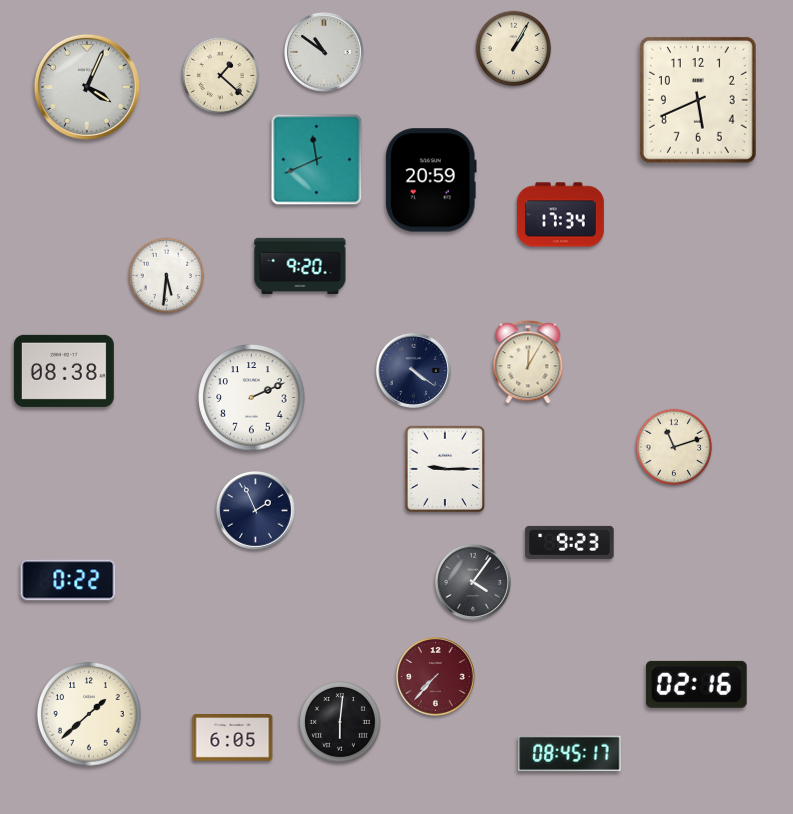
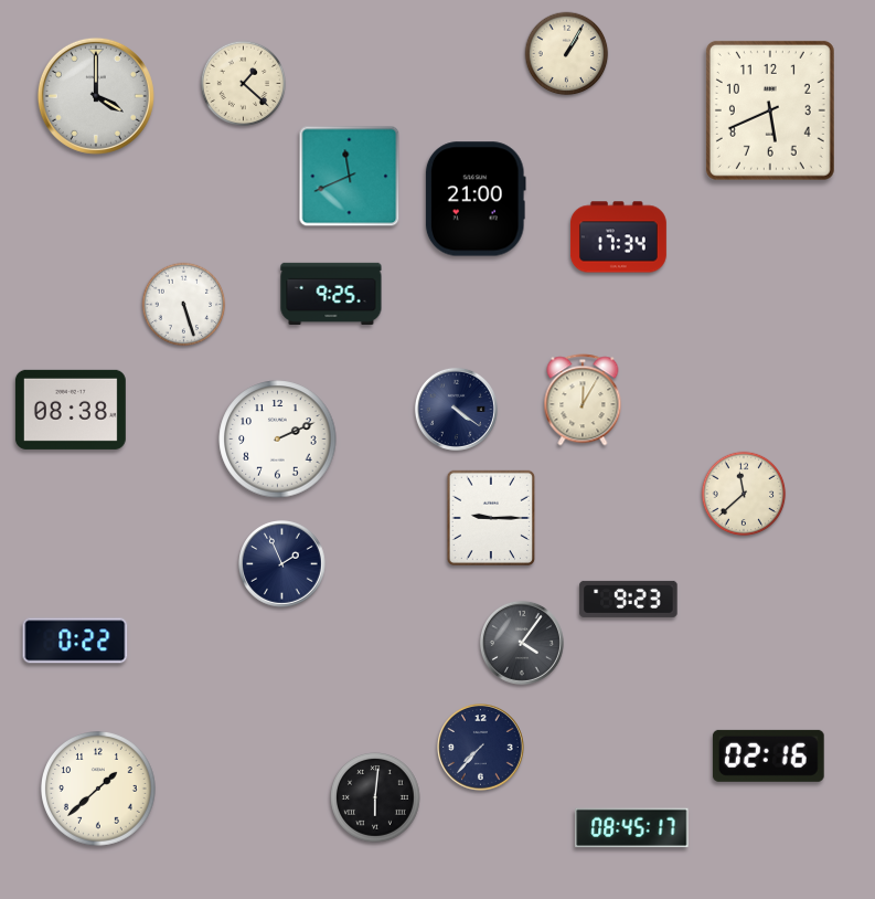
clock at (324, 52): 10:51 -> none
clock at (87, 87): 4:04 -> 4:00
clock at (431, 180): 20:59 -> 21:00
clock at (300, 265): 9:20 -> 9:25
clock at (167, 276): 5:31 -> 5:27
clock at (674, 447): 11:12 -> 11:38
clock at (436, 677) dial: burgundy -> navy
clock at (233, 738): 6:05 -> none
clock at (570, 754) position: (570, 754) -> (632, 828)
